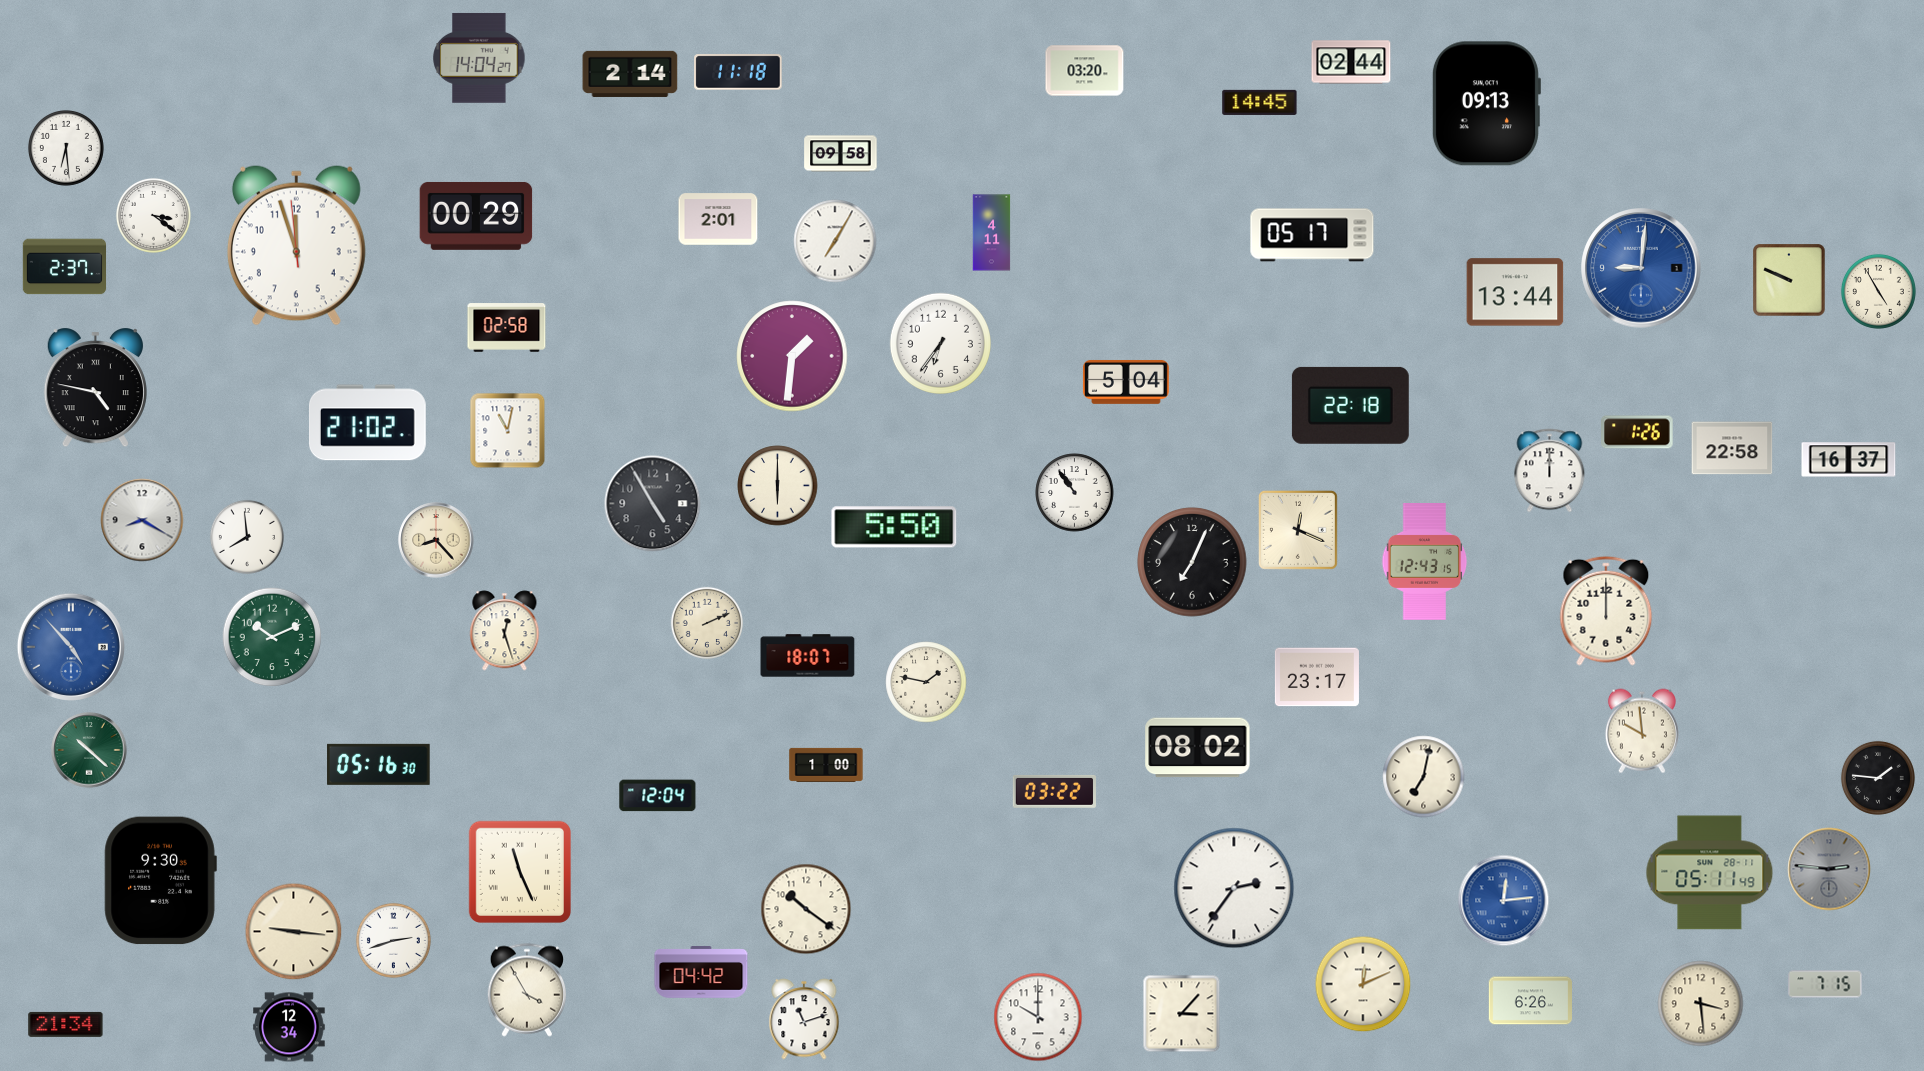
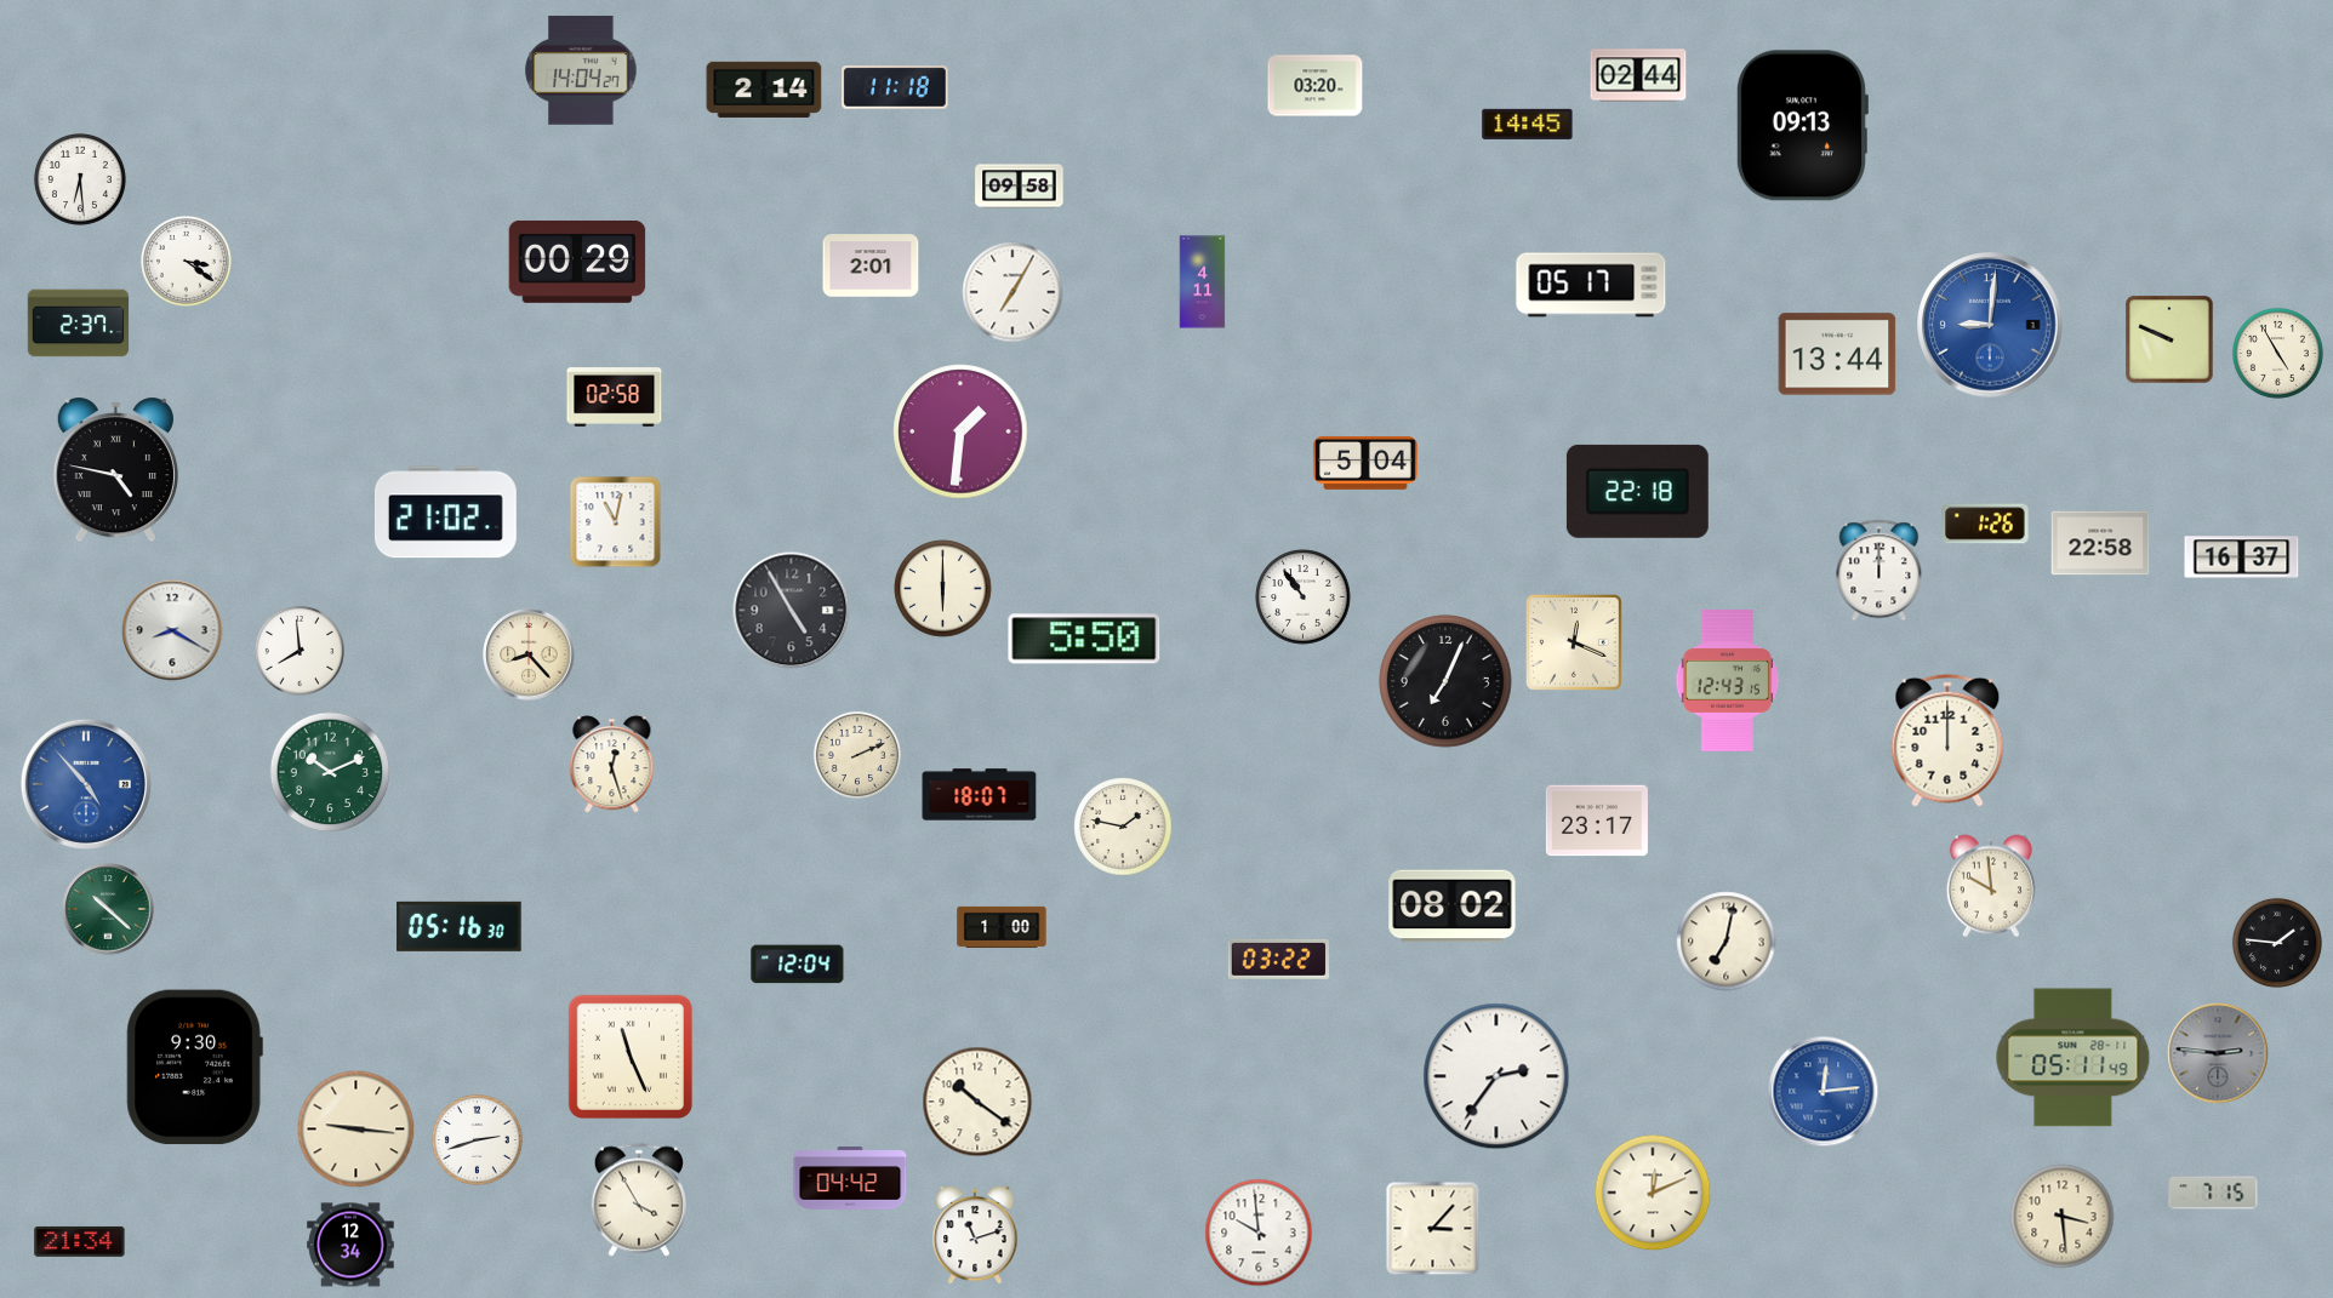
clock at (296, 246): 11:56 -> none
clock at (940, 343): 6:36 -> none
clock at (1530, 1001): 6:26 -> none
clock at (1038, 1017): 10:00 -> 9:59
